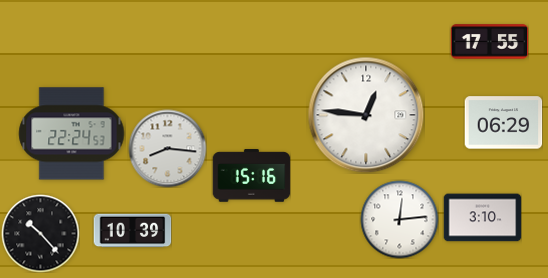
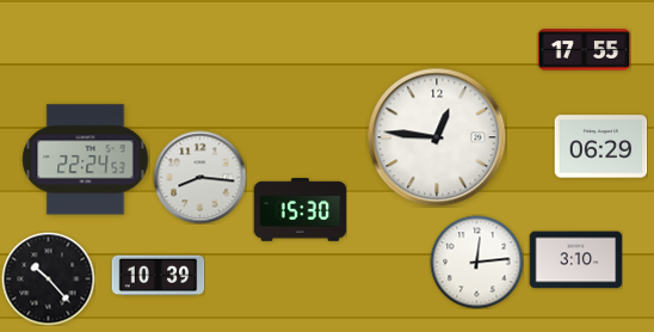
clock at (251, 176): 15:16 -> 15:30
